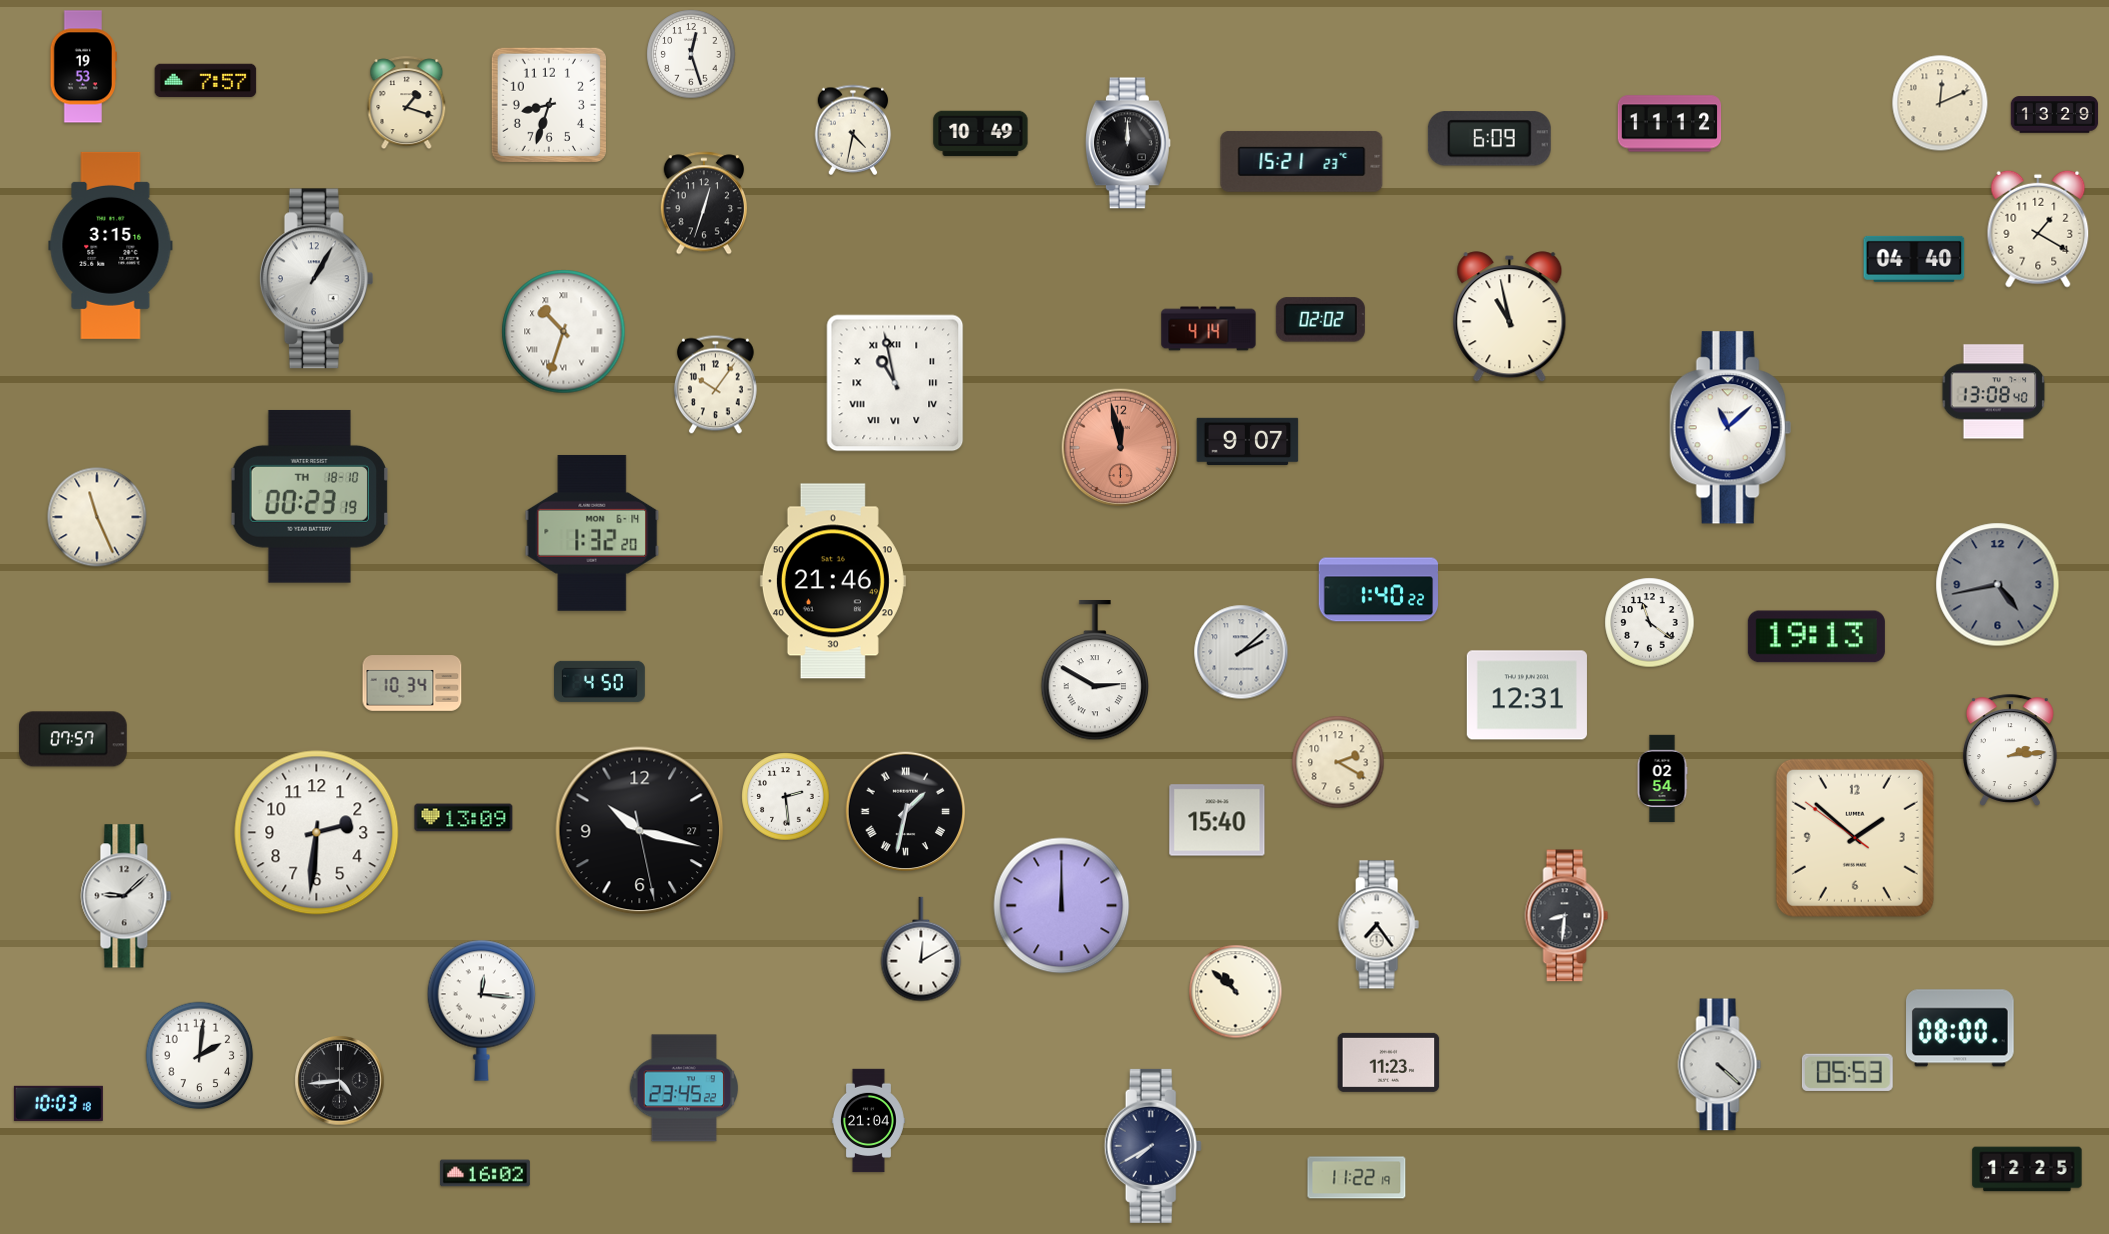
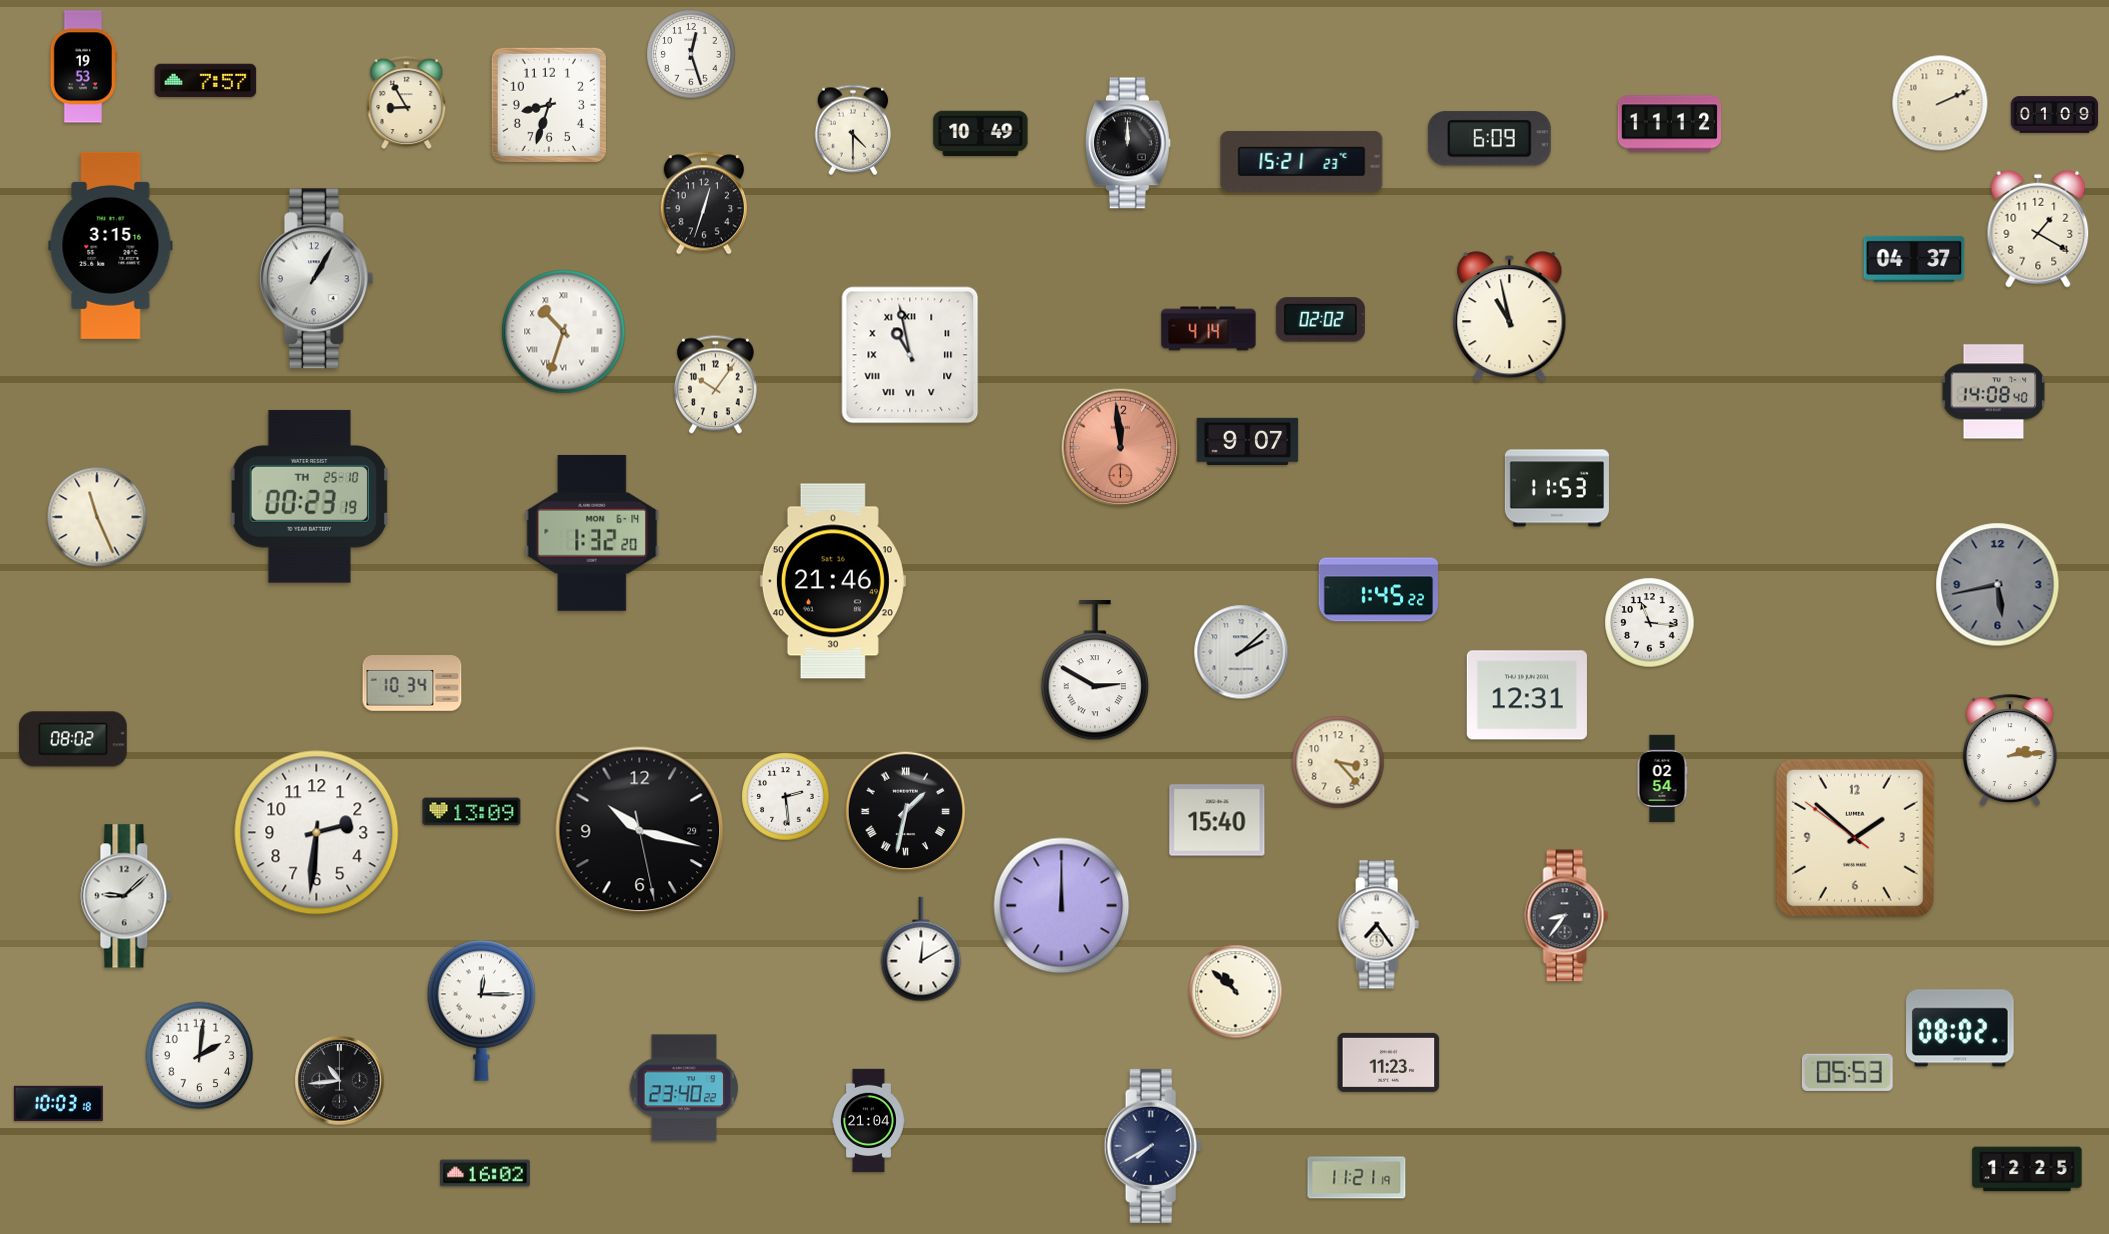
clock at (407, 103): 1:18 -> 8:55
clock at (1940, 103): 12:11 -> 2:11
clock at (2055, 115): 13:29 -> 01:09
clock at (853, 130): 4:32 -> 4:30
clock at (1914, 259): 04:40 -> 04:37
clock at (895, 383) position: (895, 383) -> (910, 355)
clock at (1994, 392): 13:08 -> 14:08
clock at (1730, 428): 11:08 -> none
clock at (1121, 448): 11:58 -> 11:59
clock at (1557, 488): none -> 11:53
clock at (309, 496) date: TH 18-10 -> TH 25-10
clock at (1998, 585): 4:43 -> 5:43
clock at (1379, 590): 1:40 -> 1:45
clock at (1650, 623): 11:21 -> 11:16
clock at (1816, 637): 19:13 -> none
clock at (600, 681): 4:50 -> none
clock at (73, 739): 07:57 -> 08:02
clock at (1338, 762): 2:20 -> 3:23
clock at (464, 818) position: (464, 818) -> (472, 812)
clock at (640, 831) date: 27 -> 29
clock at (1567, 916): 8:31 -> 8:36
clock at (481, 1010): 12:16 -> 12:15
clock at (1961, 1028): 08:00 -> 08:02
clock at (1720, 1065): 4:22 -> none
clock at (340, 1081): 4:44 -> 10:44
clock at (683, 1088): 23:45 -> 23:40
clock at (1357, 1178): 11:22 -> 11:21
